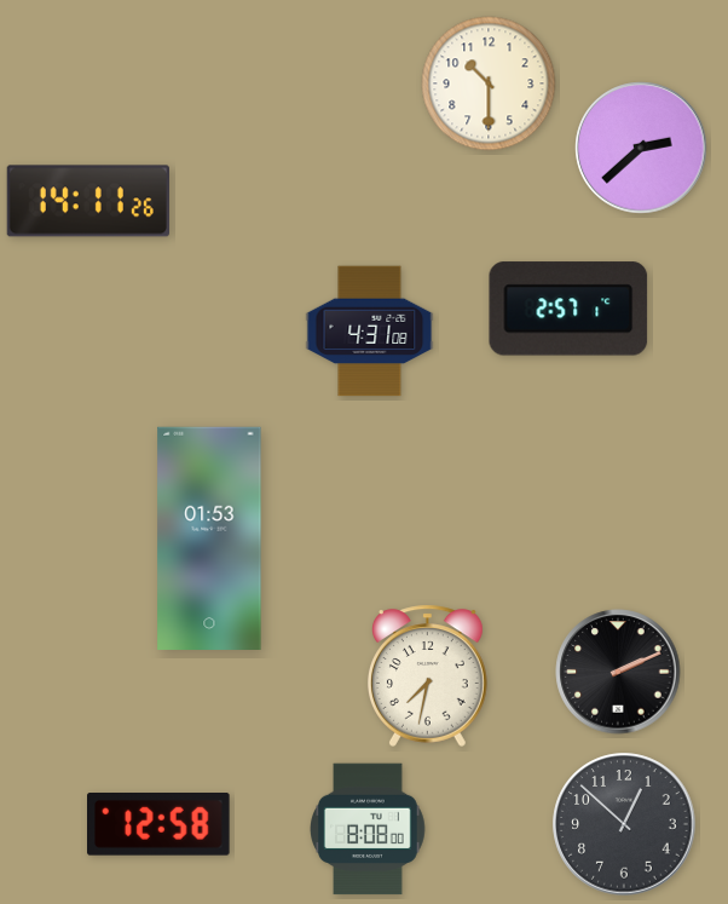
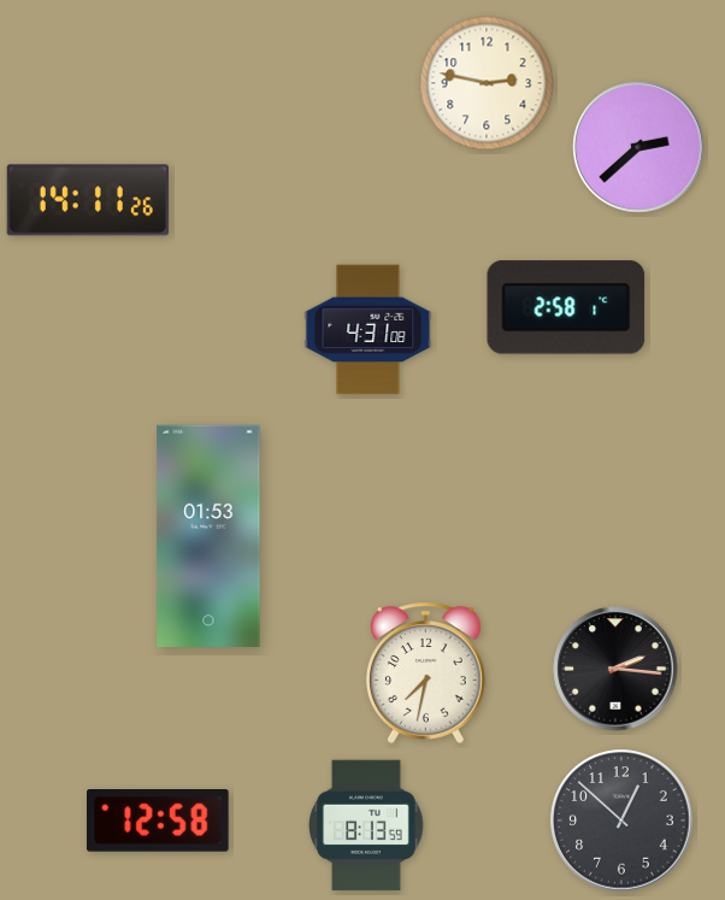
clock at (489, 84): 10:30 -> 2:47
clock at (568, 309): 2:57 -> 2:58
clock at (618, 672): 2:11 -> 2:16
clock at (369, 829): 8:08 -> 8:13
